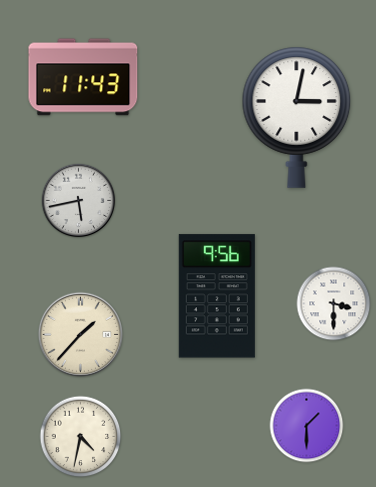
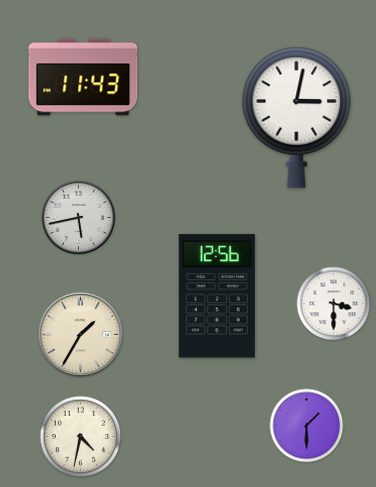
clock at (79, 201) position: (79, 201) -> (79, 218)
clock at (217, 296): 9:56 -> 12:56
clock at (81, 335): 1:37 -> 1:35
